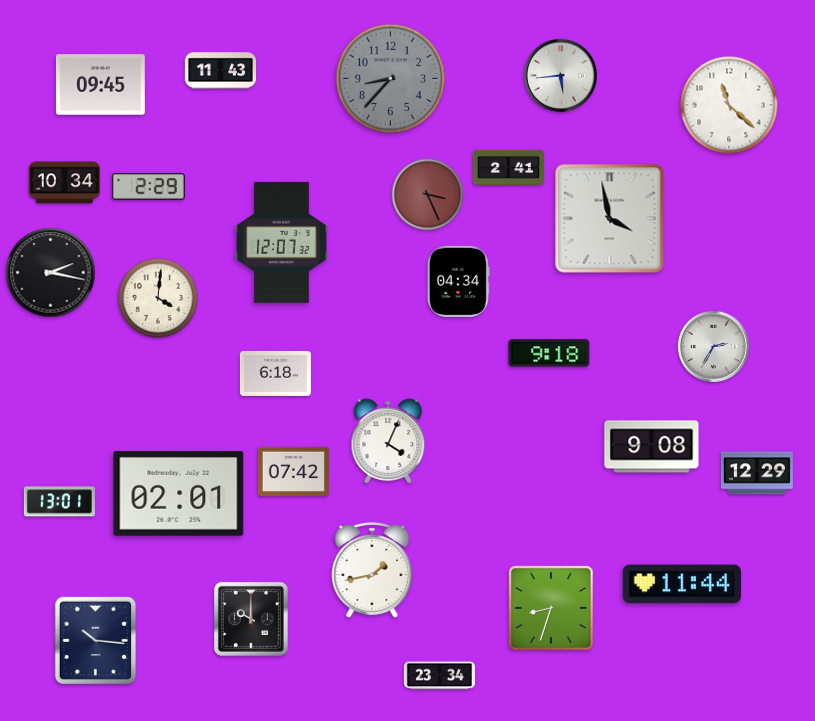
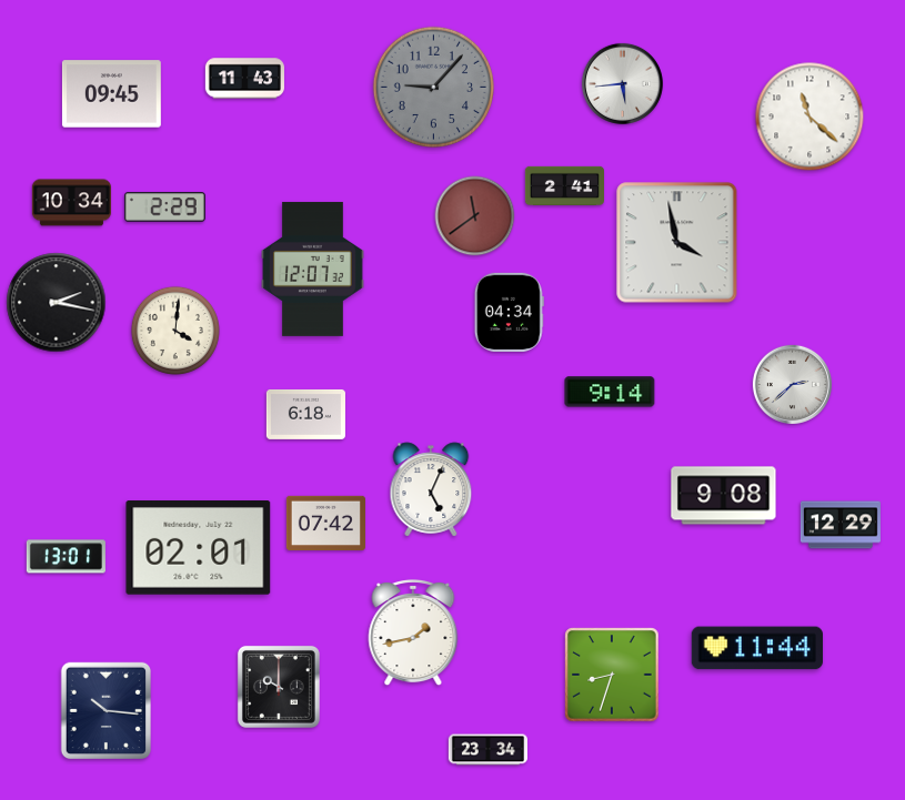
clock at (390, 78): 8:37 -> 9:07
clock at (428, 195): 3:26 -> 11:39
clock at (713, 346): 2:35 -> 2:38
clock at (549, 353): 9:18 -> 9:14
clock at (388, 441): 4:04 -> 5:04
